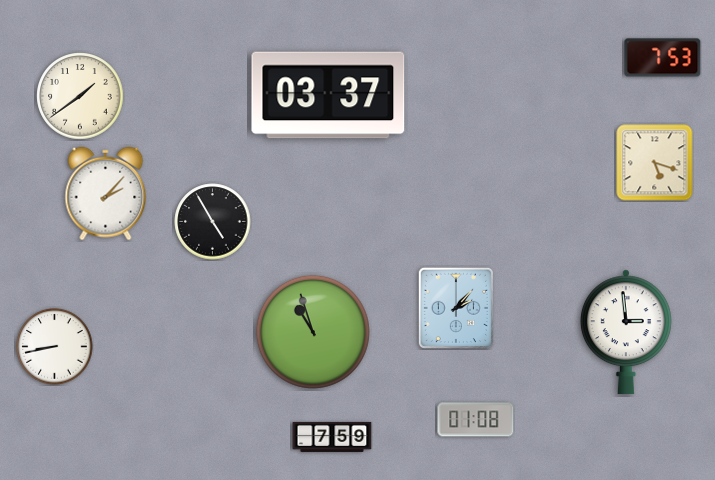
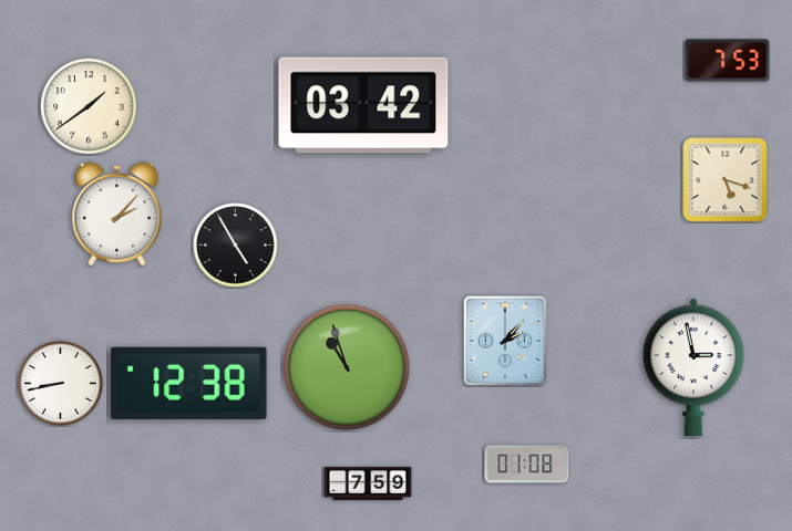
clock at (663, 58) position: (663, 58) -> (728, 61)
clock at (328, 95): 03:37 -> 03:42
clock at (626, 332): 2:59 -> 2:58
clock at (189, 383): none -> 12:38
